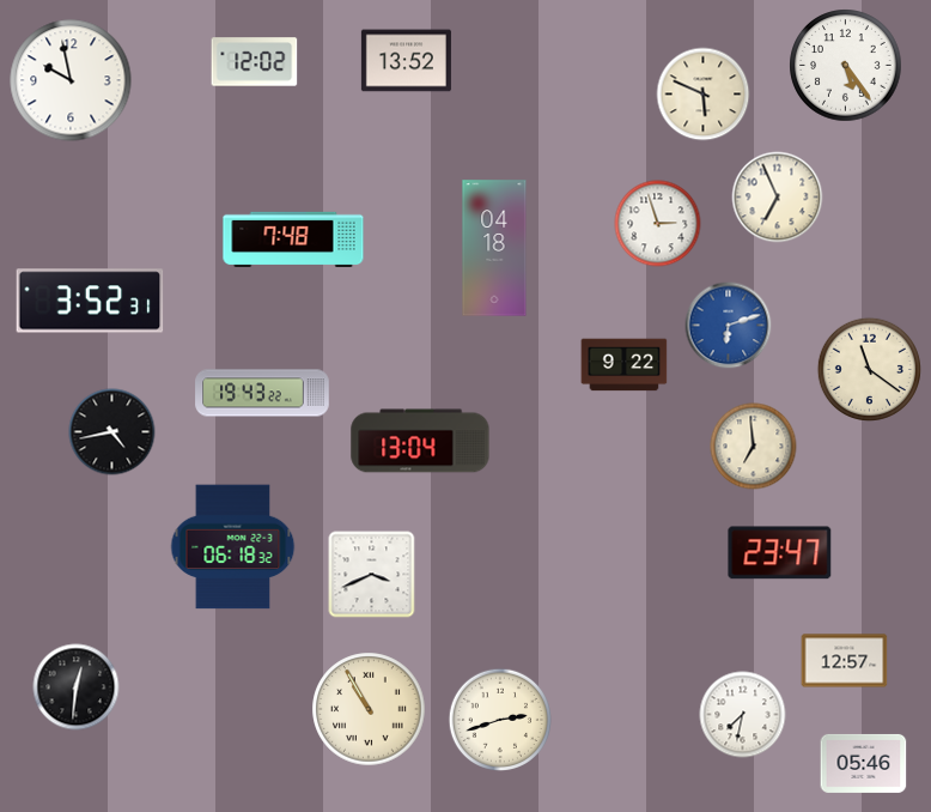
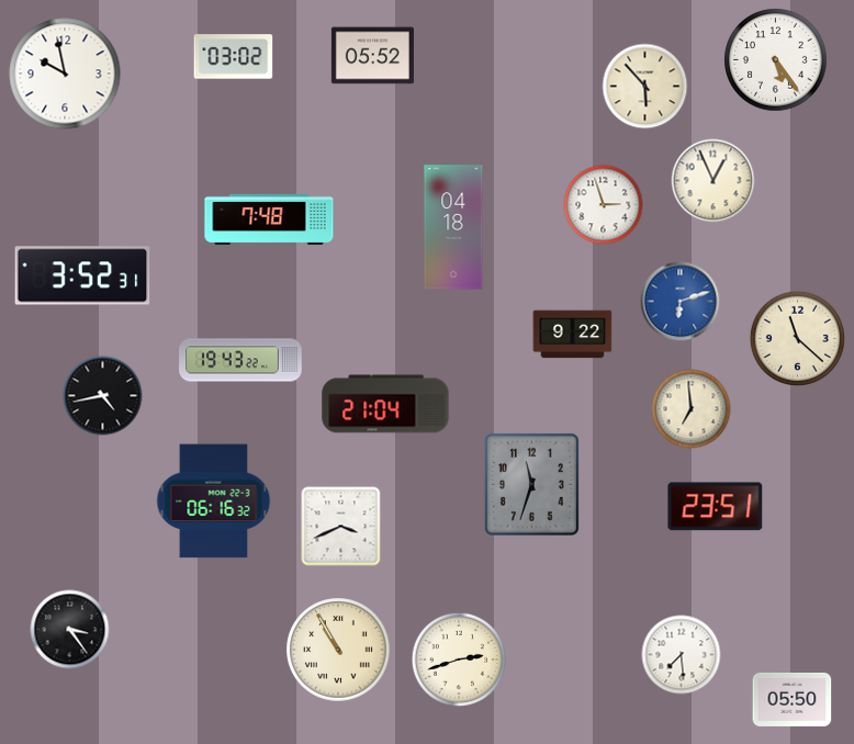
clock at (406, 61): 13:52 -> 05:52
clock at (255, 62): 12:02 -> 03:02
clock at (704, 95): 5:49 -> 5:53
clock at (778, 198): 6:56 -> 12:56
clock at (729, 326) position: (729, 326) -> (681, 302)
clock at (869, 369): 11:21 -> 11:22
clock at (420, 441): 13:04 -> 21:04
clock at (531, 484): none -> 11:33
clock at (233, 547): 06:18 -> 06:16
clock at (780, 553): 23:47 -> 23:51
clock at (845, 661): 12:57 -> none
clock at (77, 687): 12:31 -> 3:24
clock at (743, 715): 7:32 -> 7:29
clock at (864, 763): 05:46 -> 05:50
